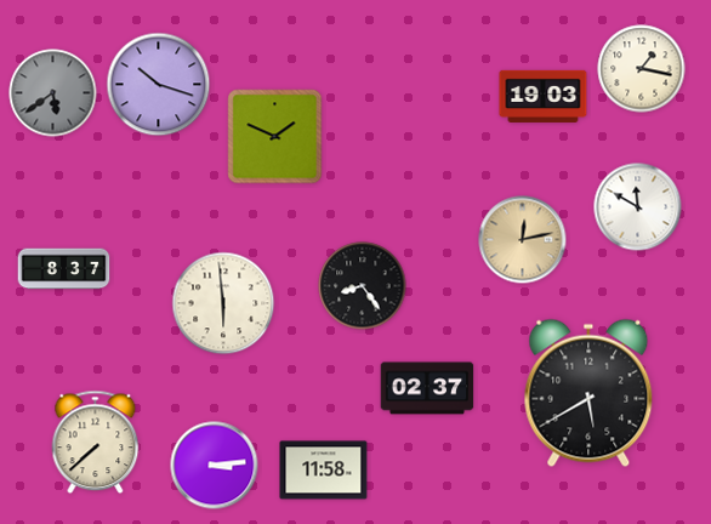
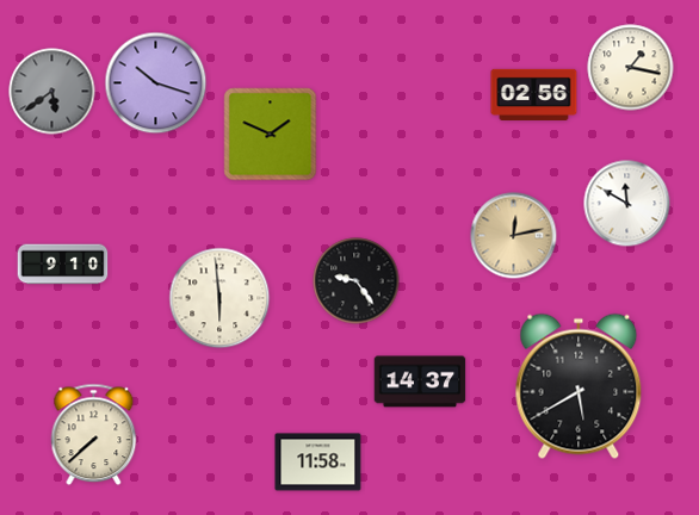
clock at (544, 96): 19:03 -> 02:56
clock at (64, 269): 8:37 -> 9:10
clock at (363, 286): 8:24 -> 9:24
clock at (427, 388): 02:37 -> 14:37
clock at (215, 466): 3:14 -> none
